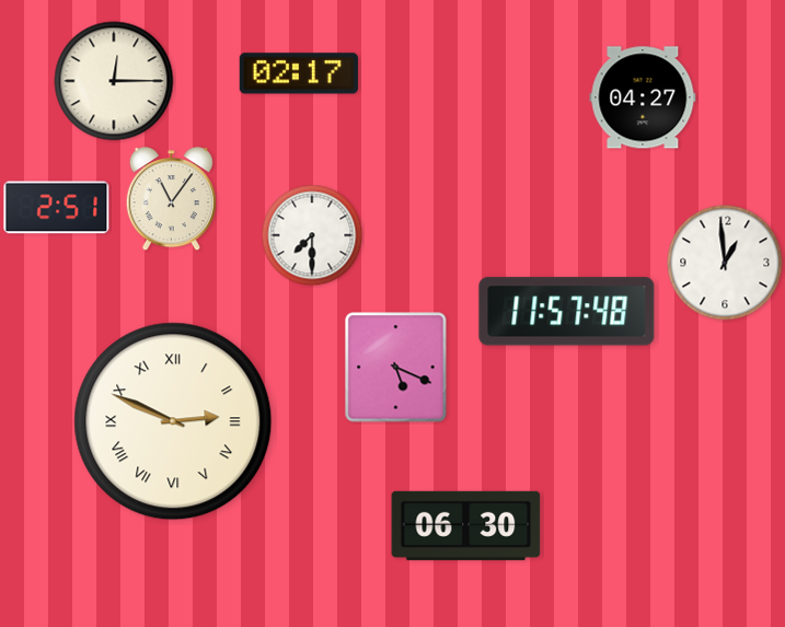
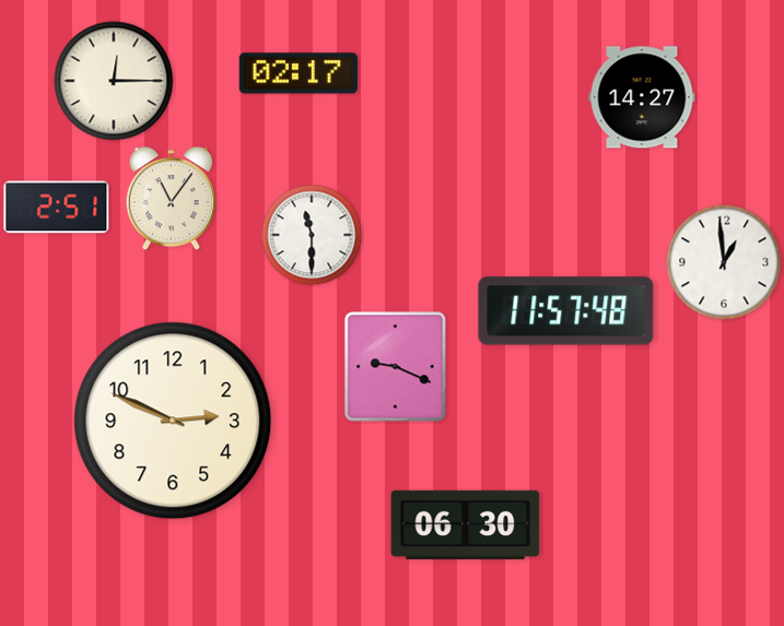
clock at (643, 97): 04:27 -> 14:27
clock at (312, 235): 7:30 -> 11:30
clock at (396, 368): 5:19 -> 9:19
clock at (173, 421) numerals: Roman -> Arabic
